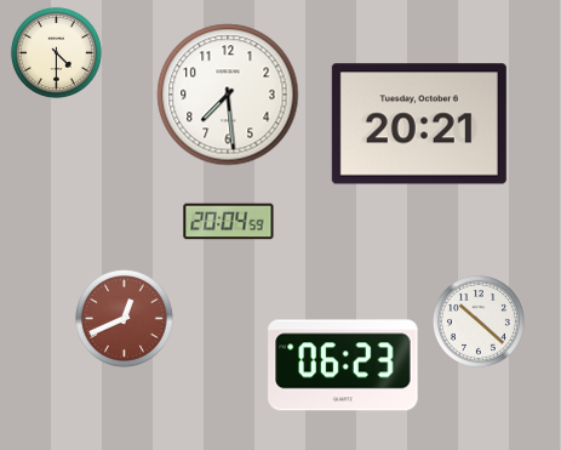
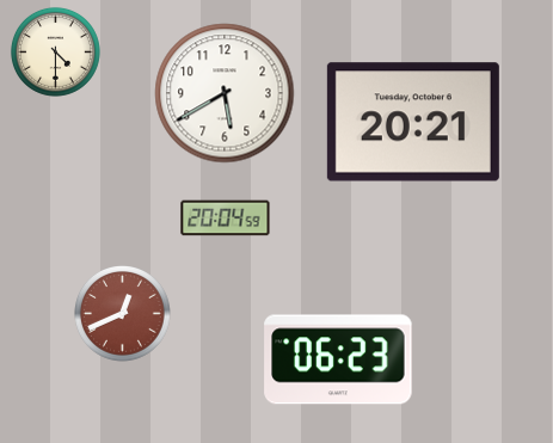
clock at (228, 95): 7:29 -> 5:40
clock at (479, 321): 10:22 -> none
